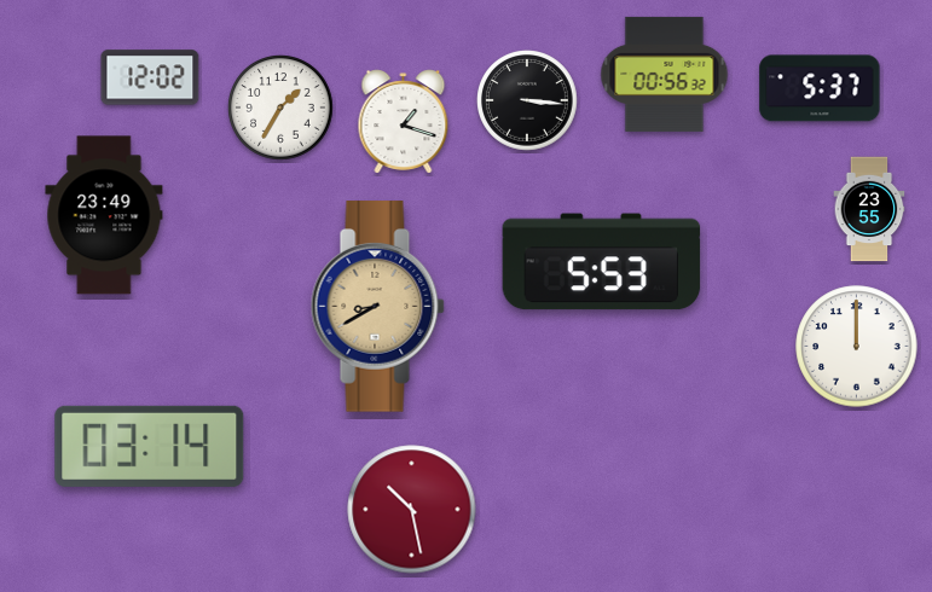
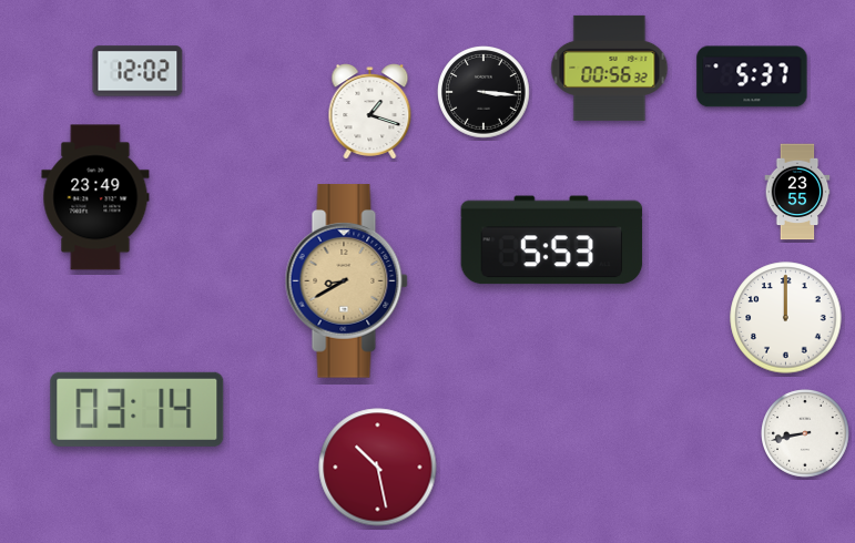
clock at (820, 88) position: (820, 88) -> (752, 76)
clock at (280, 108): 1:35 -> none
clock at (806, 434): none -> 8:43
